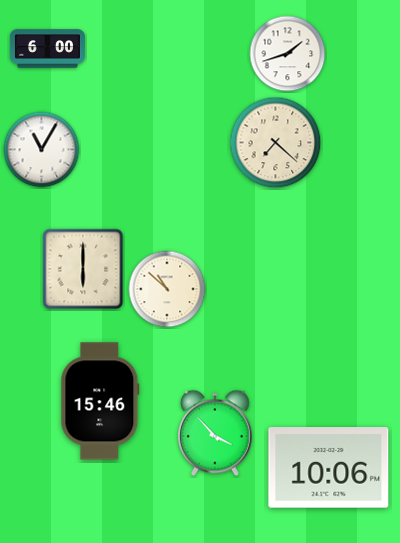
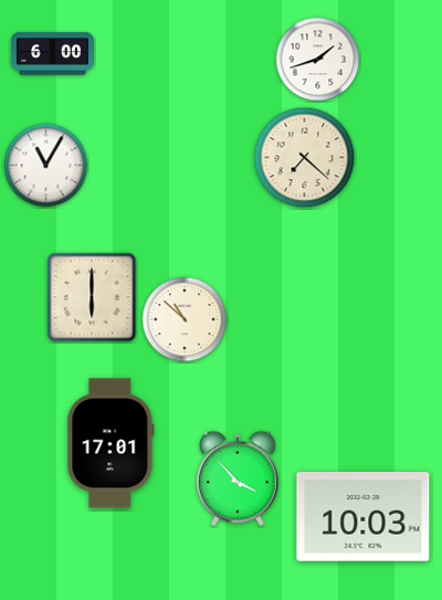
clock at (100, 401): 15:46 -> 17:01
clock at (329, 468): 10:06 -> 10:03
